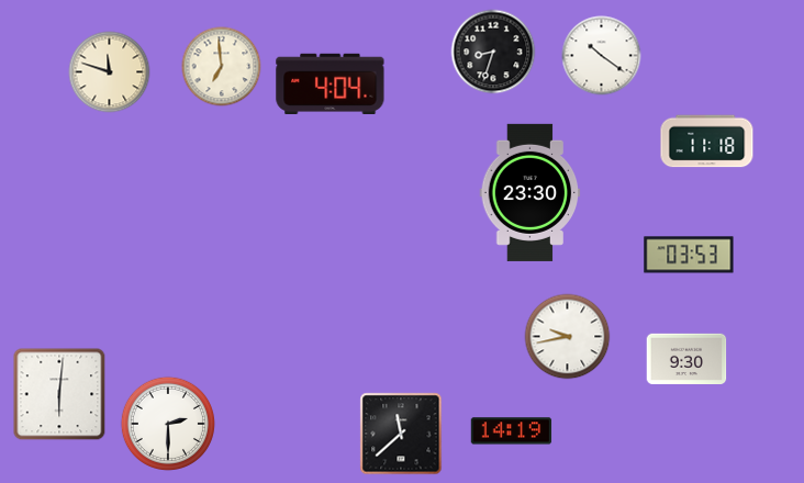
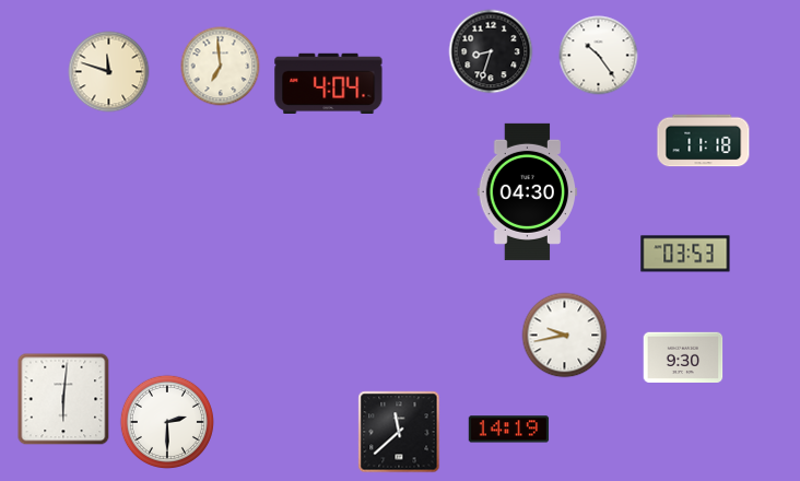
clock at (602, 56): 10:21 -> 10:24
clock at (531, 192): 23:30 -> 04:30
clock at (59, 394) position: (59, 394) -> (63, 399)
